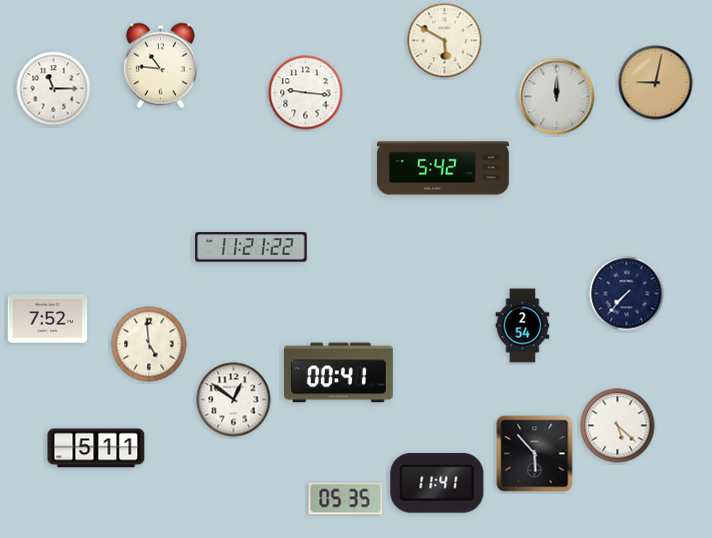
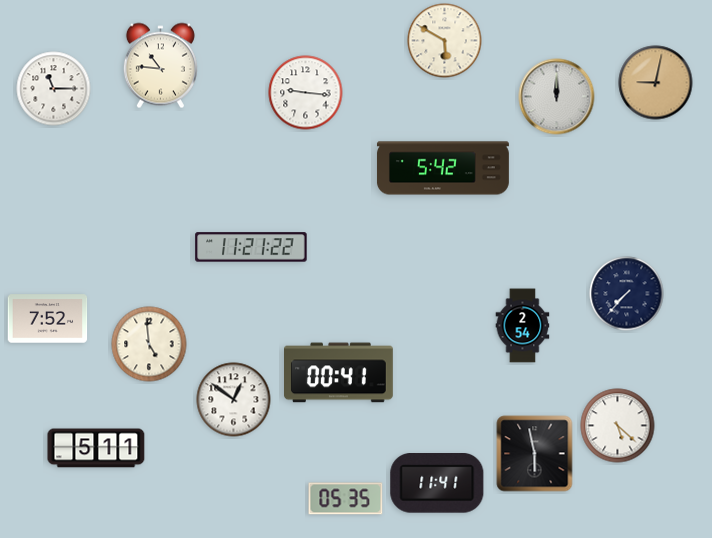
clock at (535, 454): 5:53 -> 5:58
